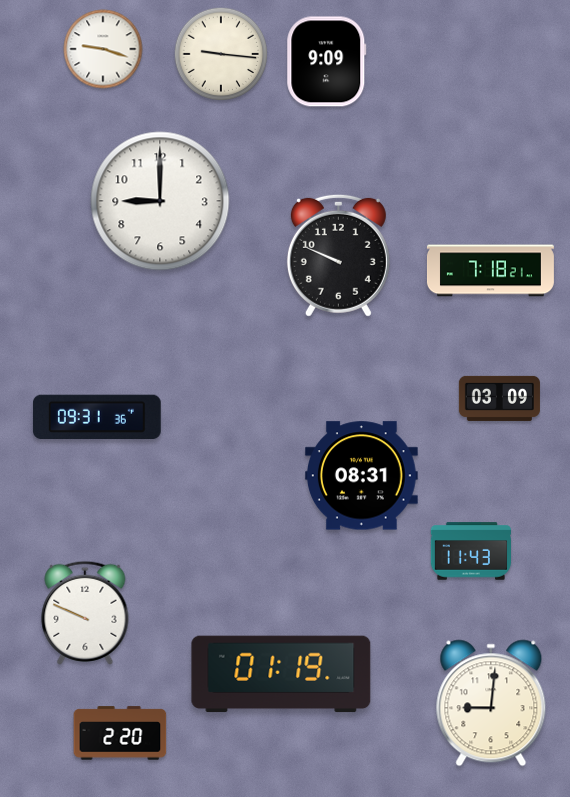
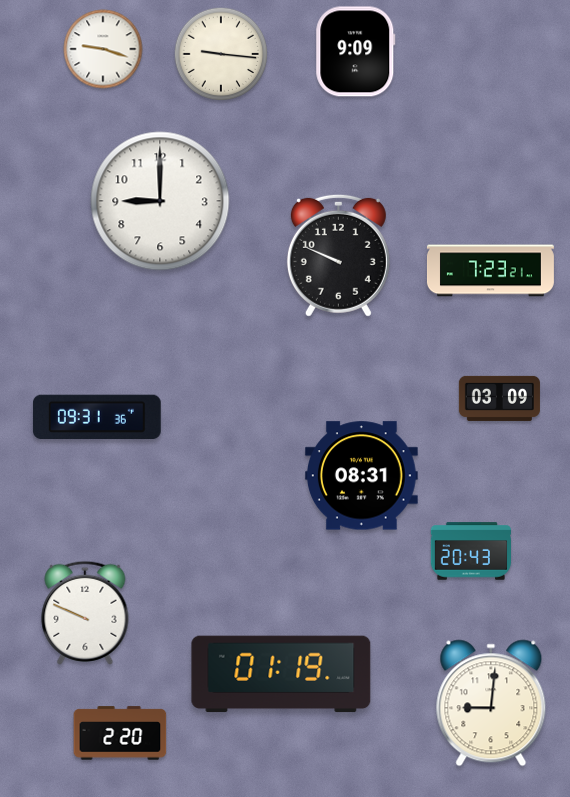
clock at (327, 62) position: (327, 62) -> (356, 52)
clock at (490, 271): 7:18 -> 7:23
clock at (471, 551): 11:43 -> 20:43
